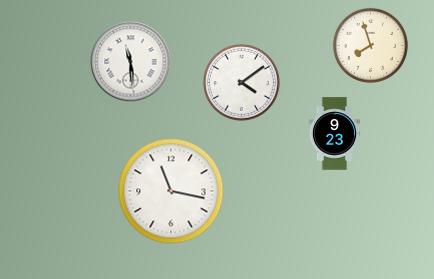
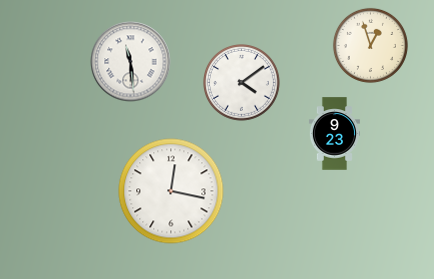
clock at (370, 45): 7:57 -> 12:57
clock at (171, 191): 11:17 -> 12:17
